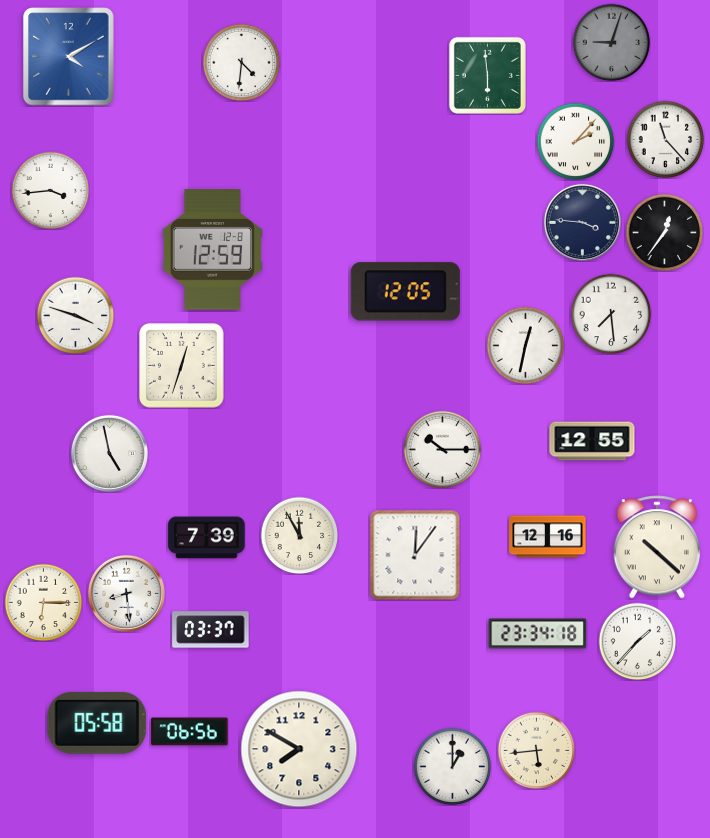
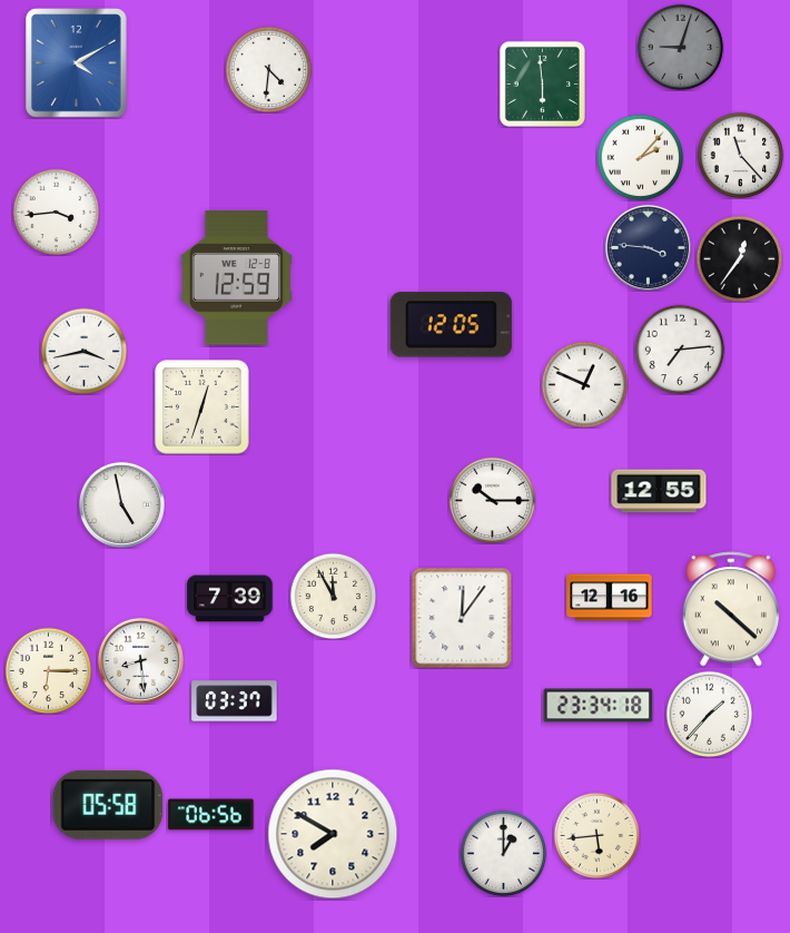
clock at (611, 314): 7:29 -> 7:14
clock at (75, 315): 3:48 -> 3:43
clock at (525, 345): 12:32 -> 12:49
